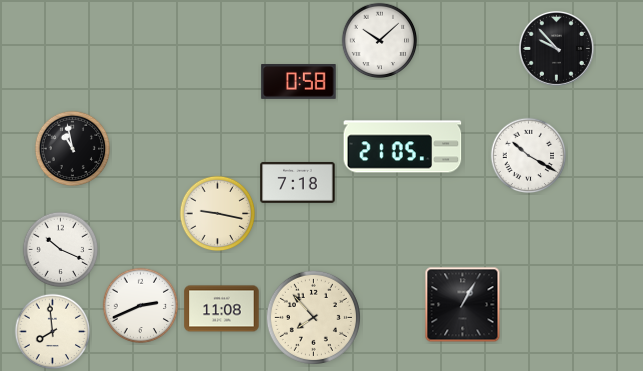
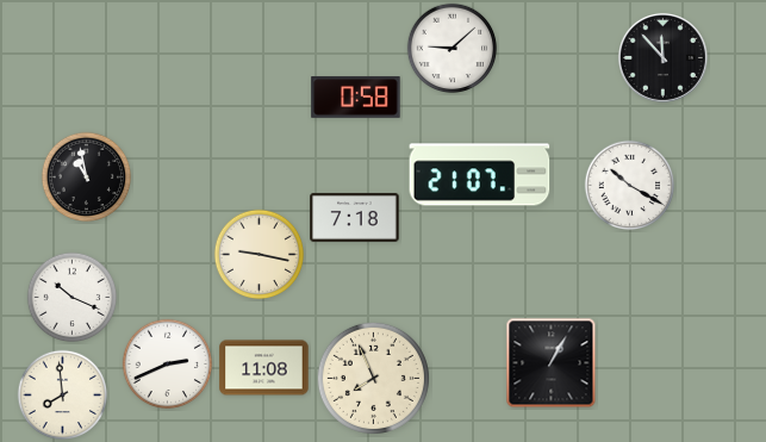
clock at (380, 41): 10:08 -> 9:08
clock at (556, 48): 9:53 -> 11:53
clock at (403, 147): 21:05 -> 21:07
clock at (313, 317): 7:53 -> 7:56
